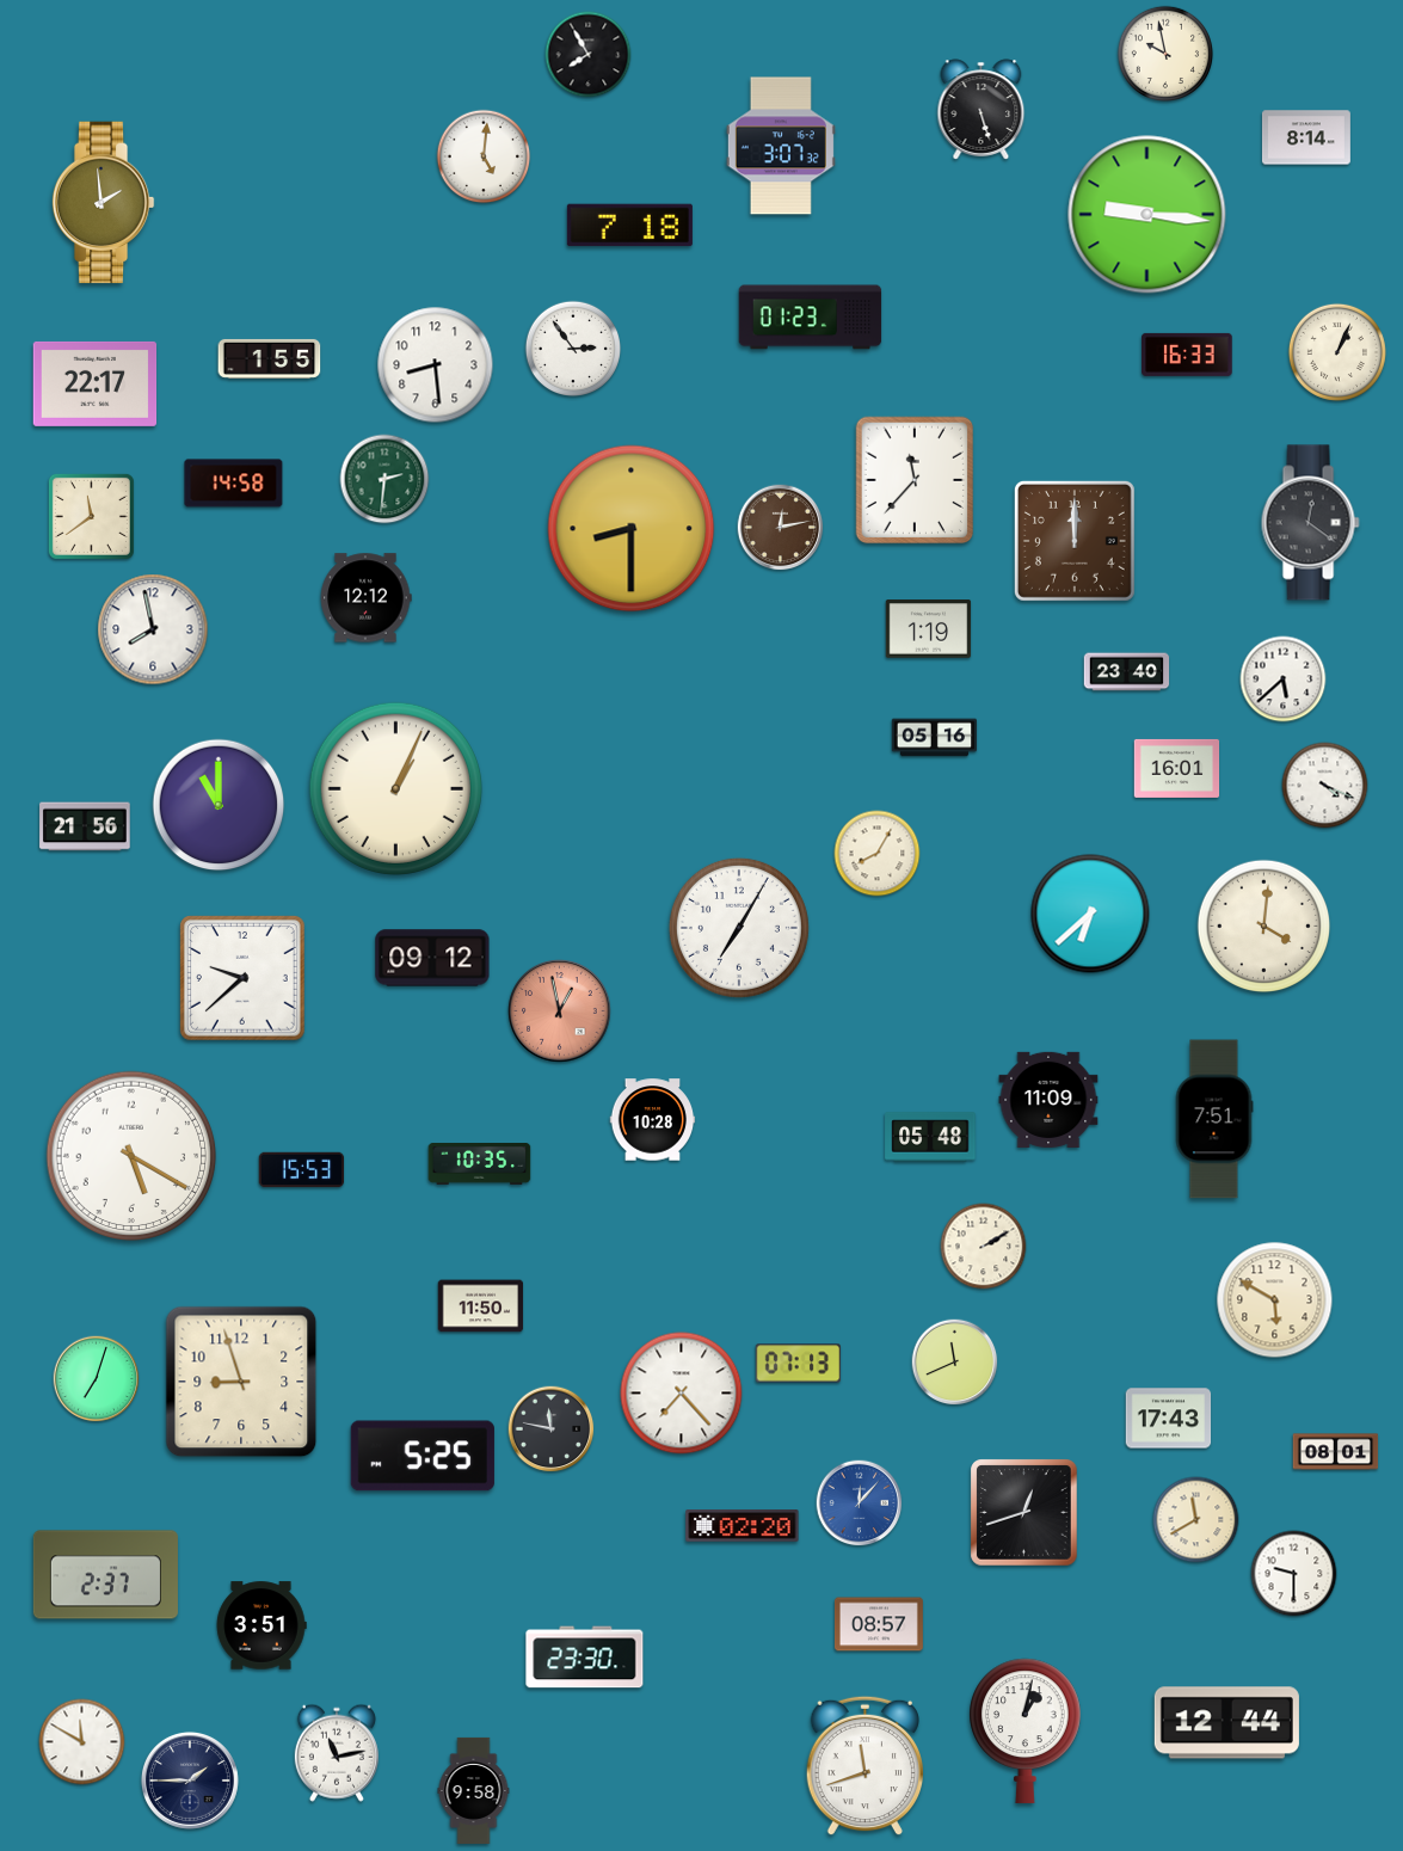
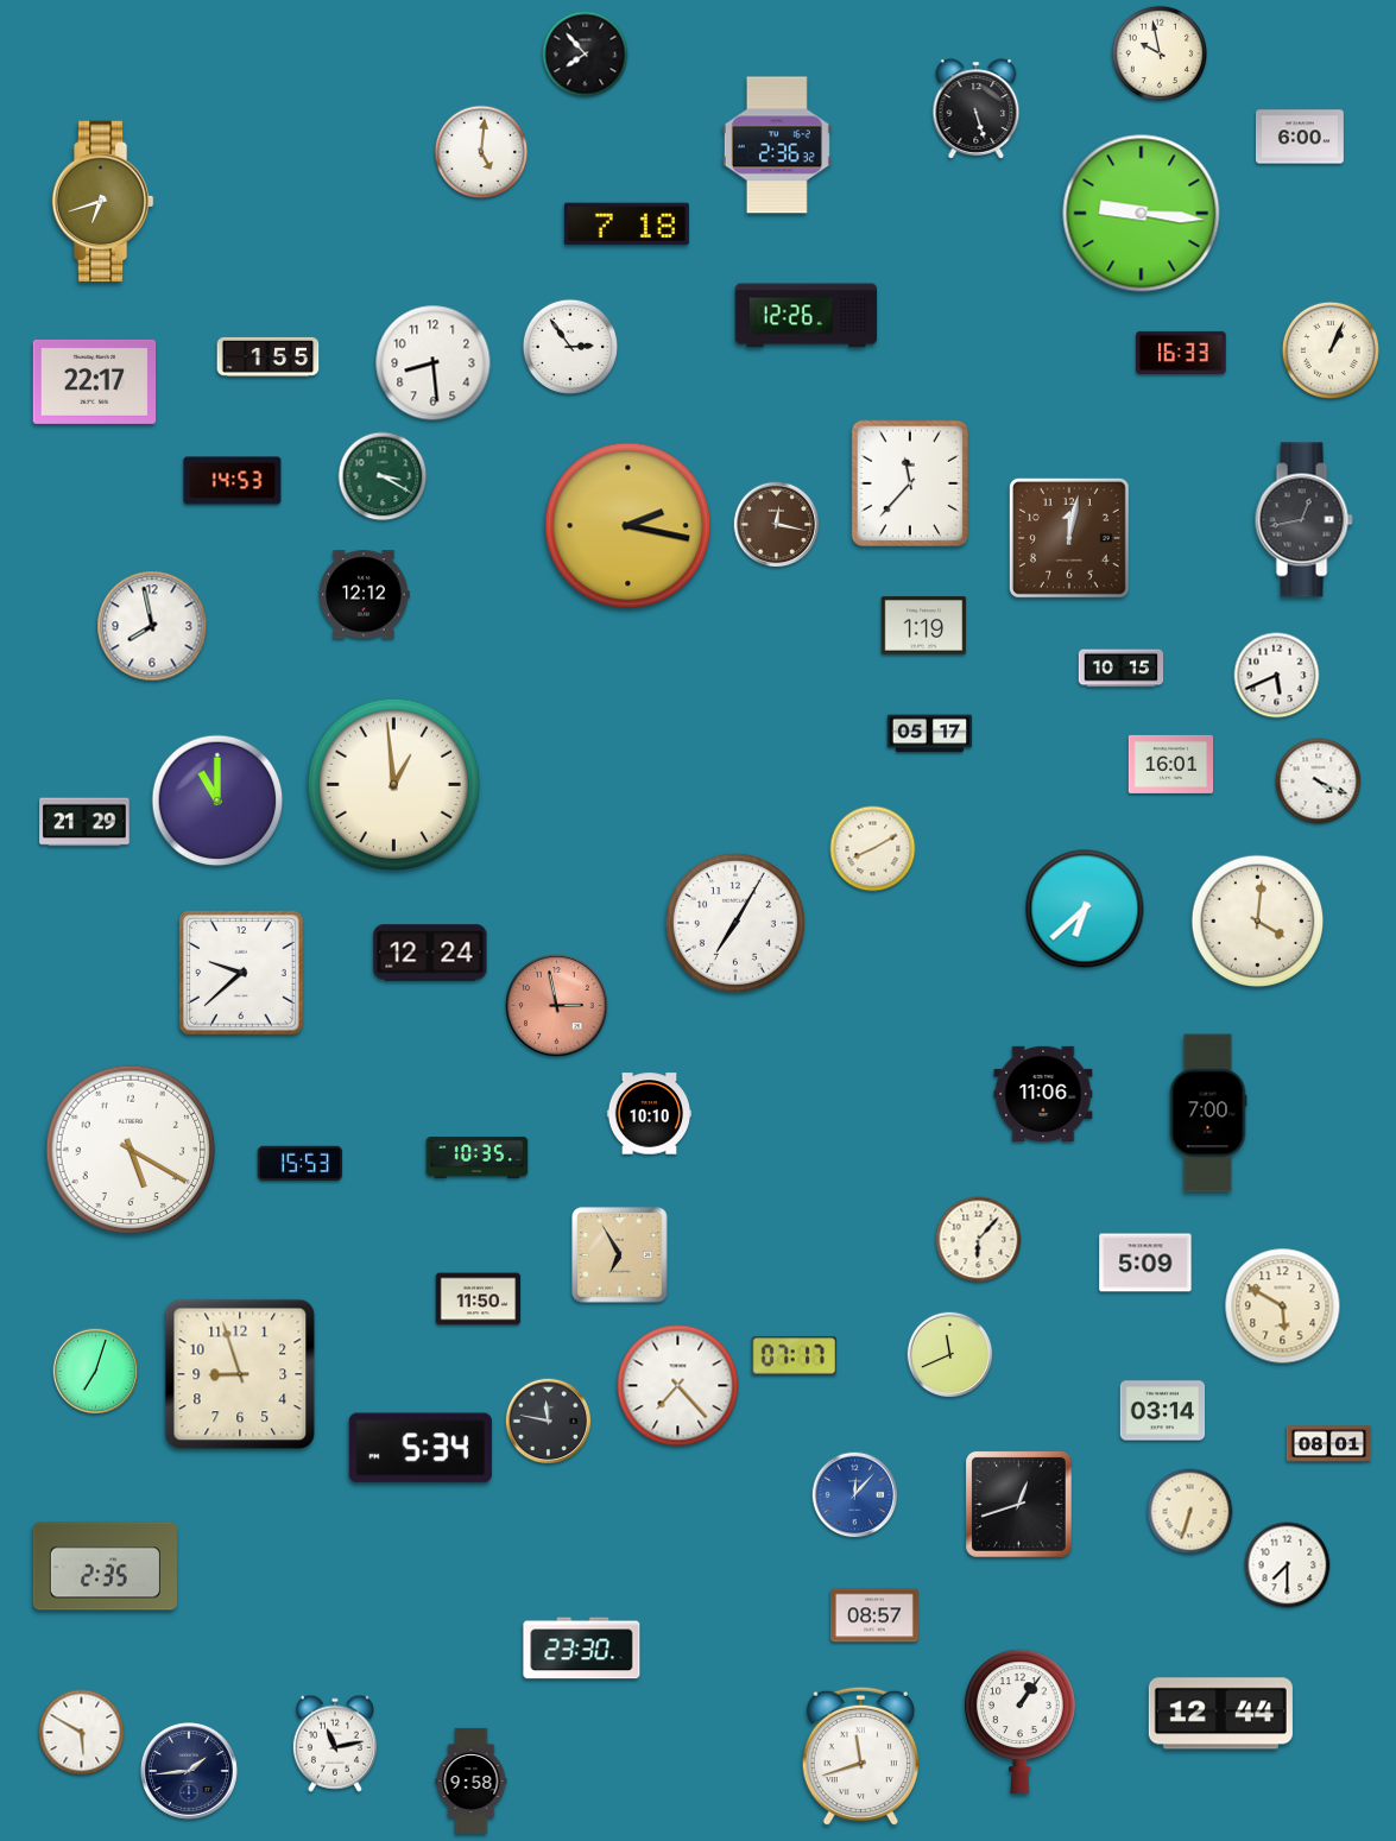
clock at (589, 55): 7:55 -> 7:53
clock at (1306, 137): 8:14 -> 6:00
clock at (781, 146): 3:07 -> 2:36
clock at (484, 156) position: (484, 156) -> (481, 152)
clock at (103, 203): 1:59 -> 6:42
clock at (811, 318): 01:23 -> 12:26
clock at (384, 479): 2:31 -> 3:20
clock at (915, 480) position: (915, 480) -> (910, 483)
clock at (234, 484): 14:58 -> 14:53
clock at (91, 516): 11:39 -> none
clock at (1310, 523): 12:21 -> 12:43
clock at (781, 528): 12:13 -> 12:17
clock at (632, 529): 8:30 -> 2:17
clock at (1075, 541): 12:00 -> 12:02
clock at (1127, 672): 23:40 -> 10:15
clock at (1284, 679): 5:38 -> 5:41
clock at (935, 738): 05:16 -> 05:17
clock at (395, 788): 1:04 -> 12:59
clock at (85, 826): 21:56 -> 21:29
clock at (878, 854): 8:05 -> 8:10
clock at (432, 958): 09:12 -> 12:24
clock at (560, 1011): 12:58 -> 2:58
clock at (1048, 1100): 11:09 -> 11:06
clock at (1214, 1119): 7:51 -> 7:00
clock at (653, 1120): 10:28 -> 10:10
clock at (930, 1137): 05:48 -> none
clock at (984, 1247): 2:10 -> 6:07
clock at (620, 1255): none -> 6:55
clock at (1145, 1263): none -> 5:09
clock at (1275, 1300) position: (1275, 1300) -> (1283, 1307)
clock at (799, 1364): 07:13 -> 07:17
clock at (1169, 1419): 17:43 -> 03:14
clock at (423, 1456): 5:25 -> 5:34
clock at (1196, 1520): 11:40 -> 6:33
clock at (743, 1526): 02:20 -> none
clock at (1294, 1574): 9:30 -> 7:30
clock at (105, 1575): 2:37 -> 2:35
clock at (261, 1625): 3:51 -> none
clock at (1026, 1730): 1:02 -> 1:06
clock at (82, 1742): 11:50 -> 5:50
clock at (190, 1781): 1:45 -> 1:44
